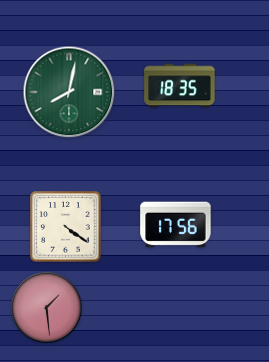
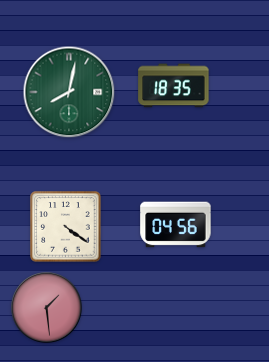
clock at (180, 86) position: (180, 86) -> (174, 86)
clock at (176, 225): 17:56 -> 04:56
